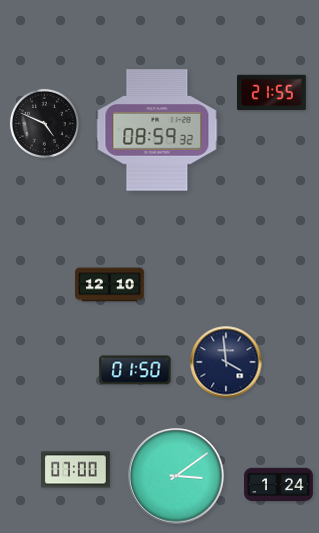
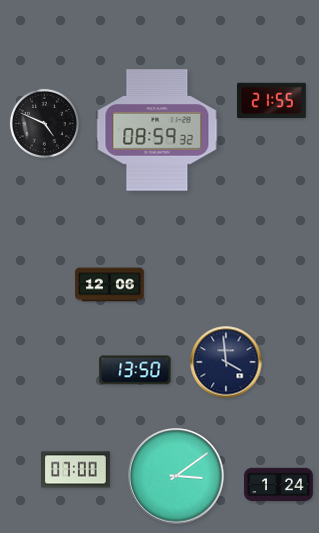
clock at (272, 93) position: (272, 93) -> (272, 101)
clock at (110, 285): 12:10 -> 12:06
clock at (135, 370): 01:50 -> 13:50
